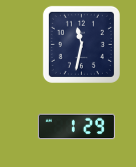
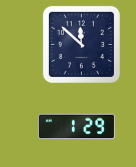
clock at (81, 44): 11:32 -> 11:52
